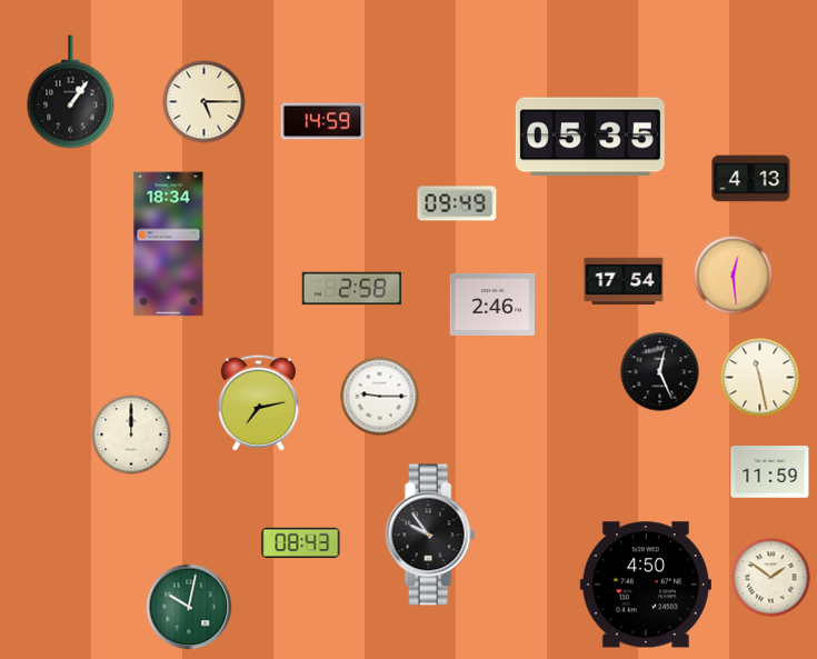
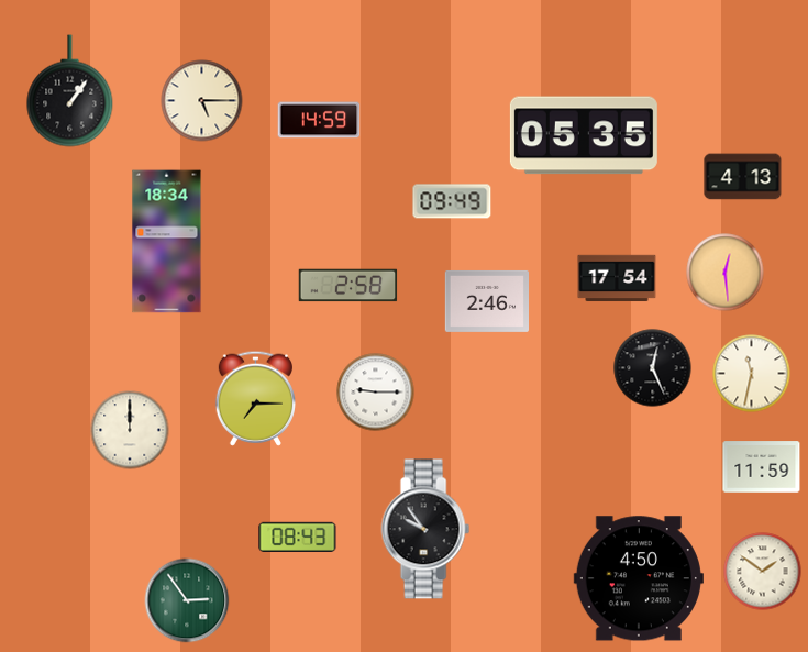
clock at (760, 378): 11:28 -> 11:32
clock at (258, 402): 7:13 -> 7:15
clock at (189, 607): 10:02 -> 2:54
